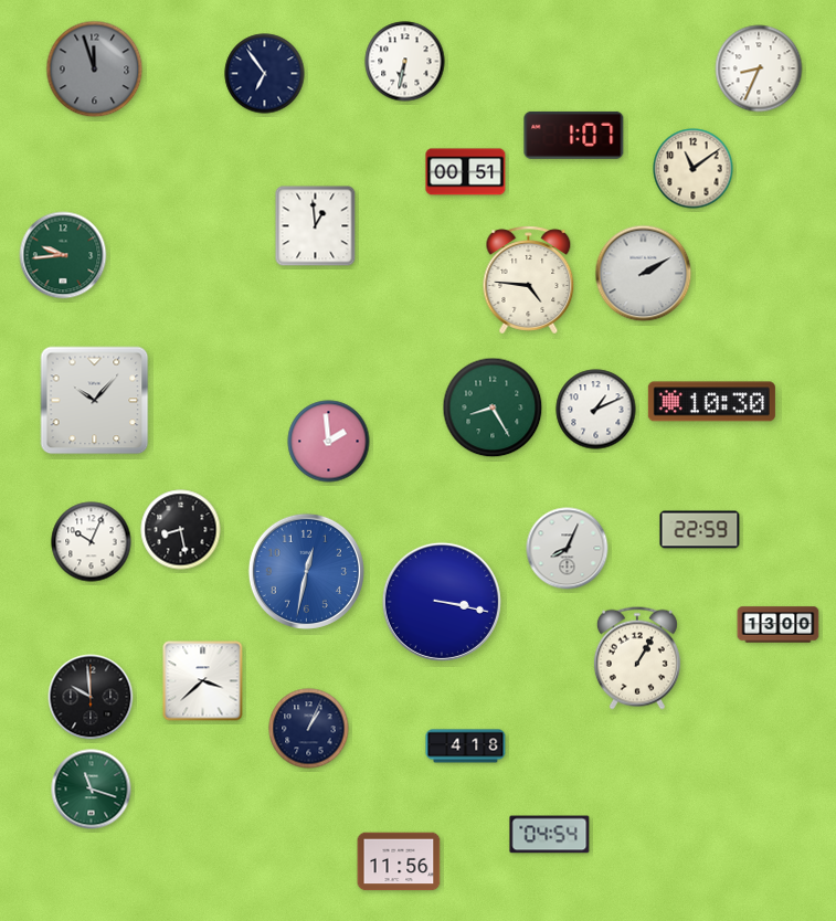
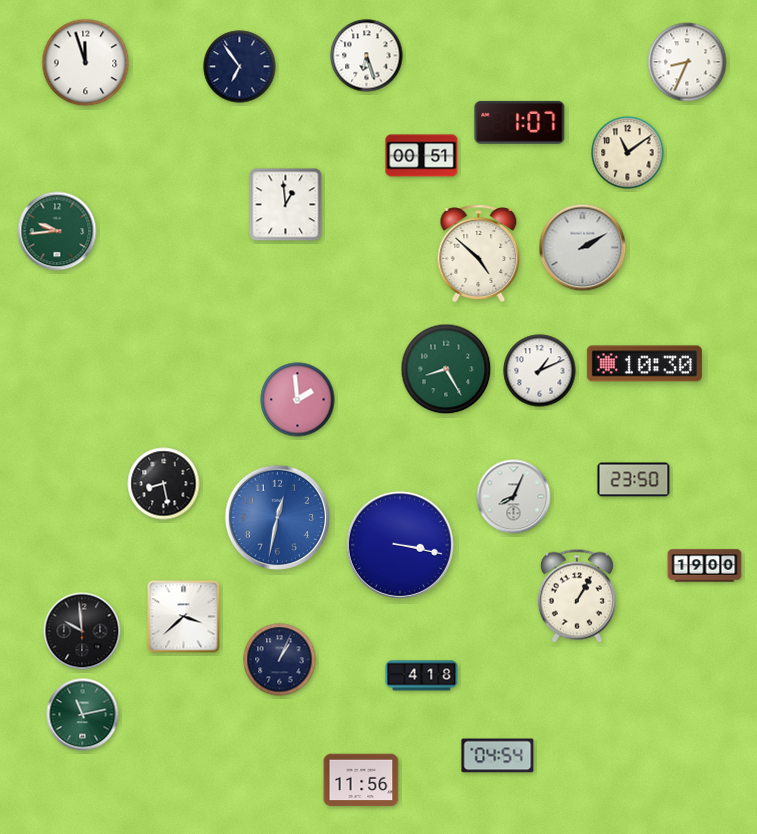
clock at (405, 62): 6:32 -> 6:27
clock at (95, 70) dial: grey -> white
clock at (529, 280): 4:46 -> 4:52
clock at (95, 401): 10:07 -> none
clock at (181, 530) position: (181, 530) -> (164, 484)
clock at (700, 530): 22:59 -> 23:50
clock at (92, 542): 10:04 -> none
clock at (779, 625): 13:00 -> 19:00
clock at (92, 790): 11:18 -> 11:13
